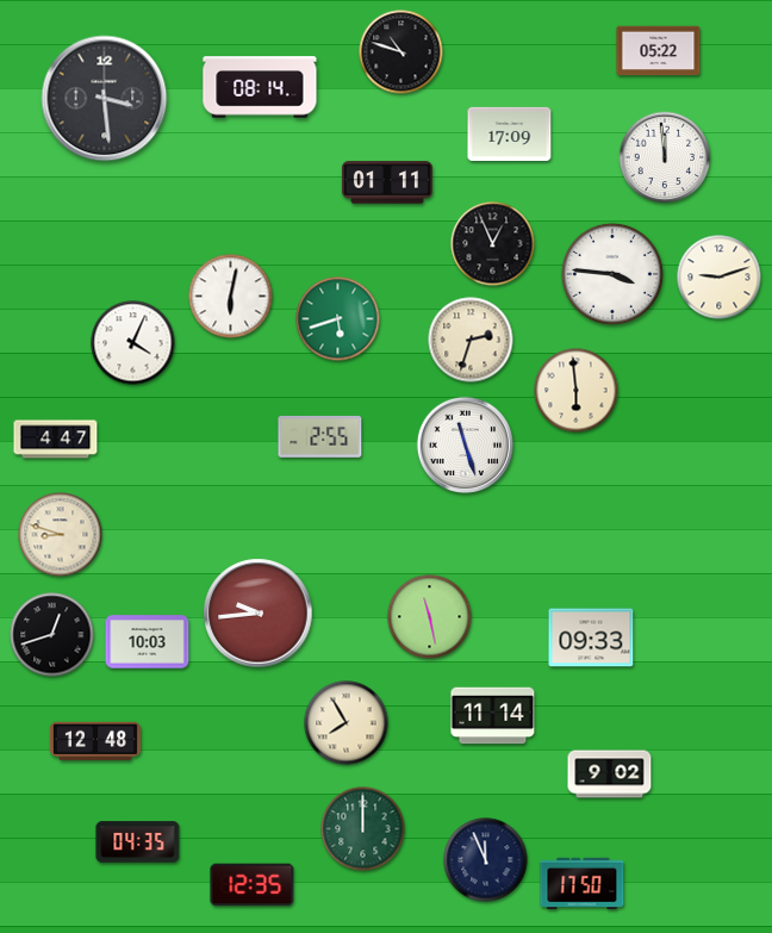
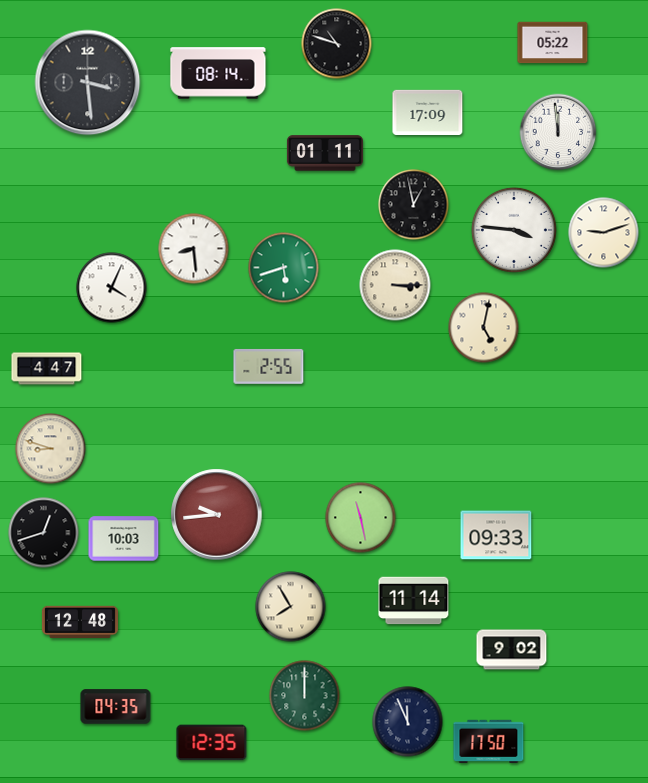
clock at (493, 244): 12:56 -> 12:58
clock at (231, 297): 6:02 -> 8:29
clock at (471, 340): 2:33 -> 3:15
clock at (577, 391): 5:59 -> 5:02
clock at (465, 444): 11:27 -> none
